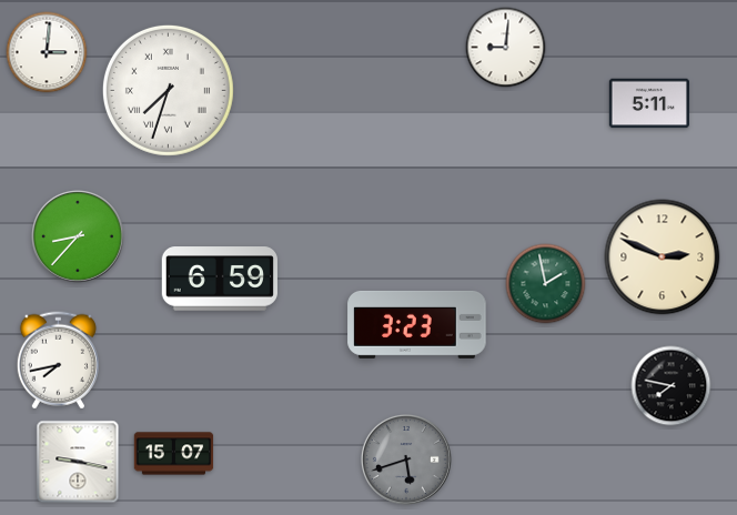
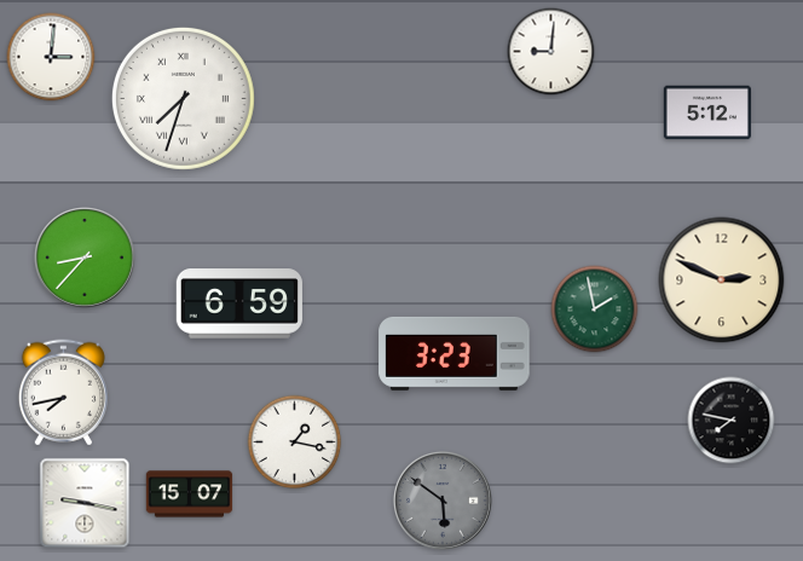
clock at (649, 103): 5:11 -> 5:12
clock at (295, 443): none -> 1:17
clock at (406, 460): 5:42 -> 5:51
